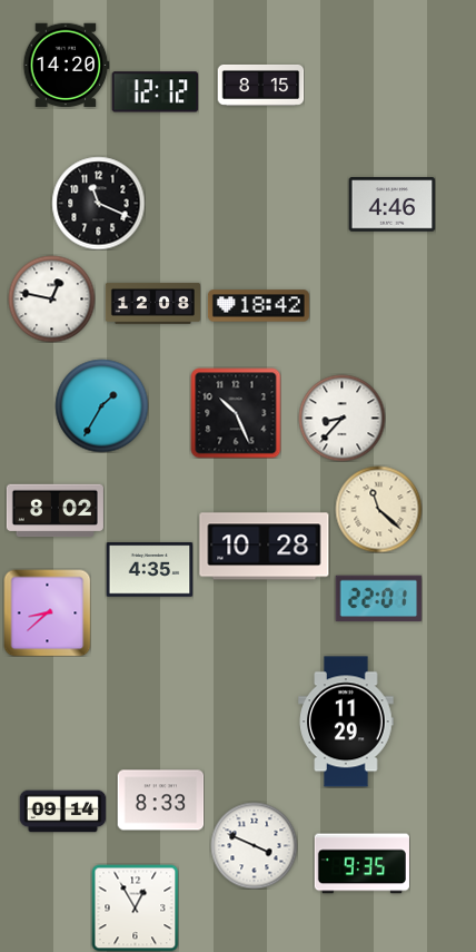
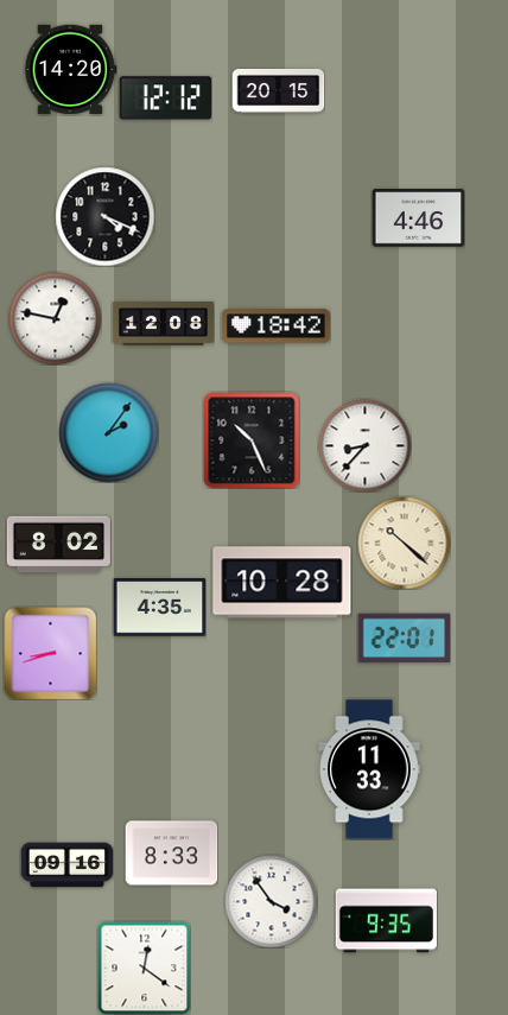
clock at (260, 85): 8:15 -> 20:15
clock at (98, 203): 11:19 -> 4:19
clock at (101, 405): 1:35 -> 2:06
clock at (378, 509): 11:22 -> 10:22
clock at (47, 612): 8:38 -> 8:42
clock at (346, 722): 11:29 -> 11:33
clock at (62, 812): 09:14 -> 09:16
clock at (254, 845): 3:49 -> 3:54
clock at (135, 907): 12:55 -> 12:21
